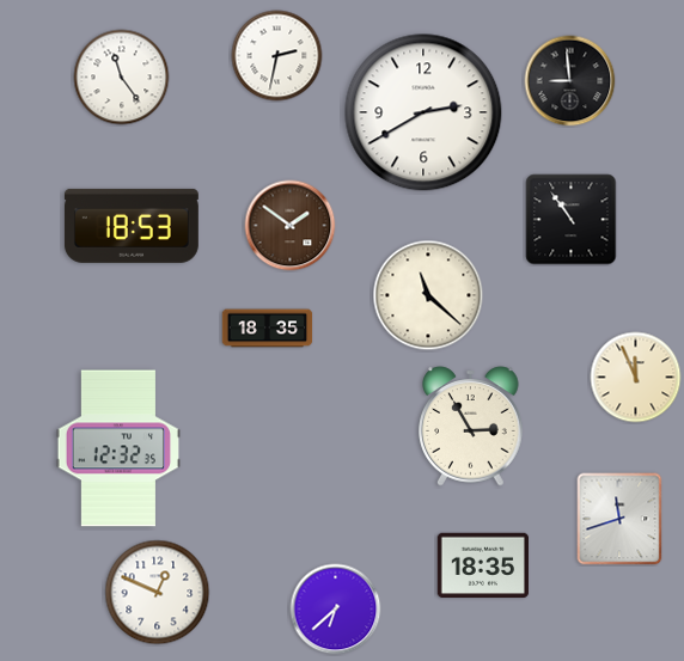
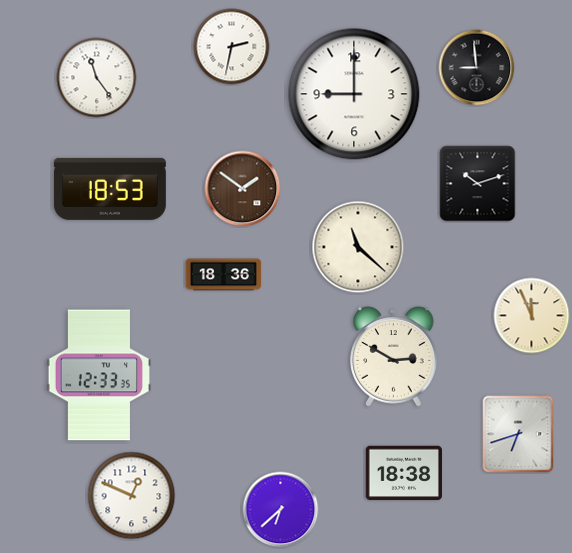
clock at (122, 78) position: (122, 78) -> (97, 78)
clock at (423, 112): 2:40 -> 9:00
clock at (572, 220): 10:54 -> 10:12
clock at (268, 329): 18:35 -> 18:36
clock at (471, 427): 2:55 -> 2:50
clock at (117, 448): 12:32 -> 12:33
clock at (619, 519): 11:42 -> 6:42
clock at (483, 565): 18:35 -> 18:38
